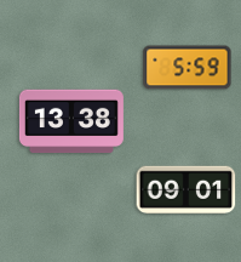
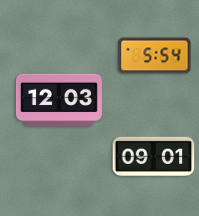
clock at (188, 68): 5:59 -> 5:54
clock at (71, 121): 13:38 -> 12:03
